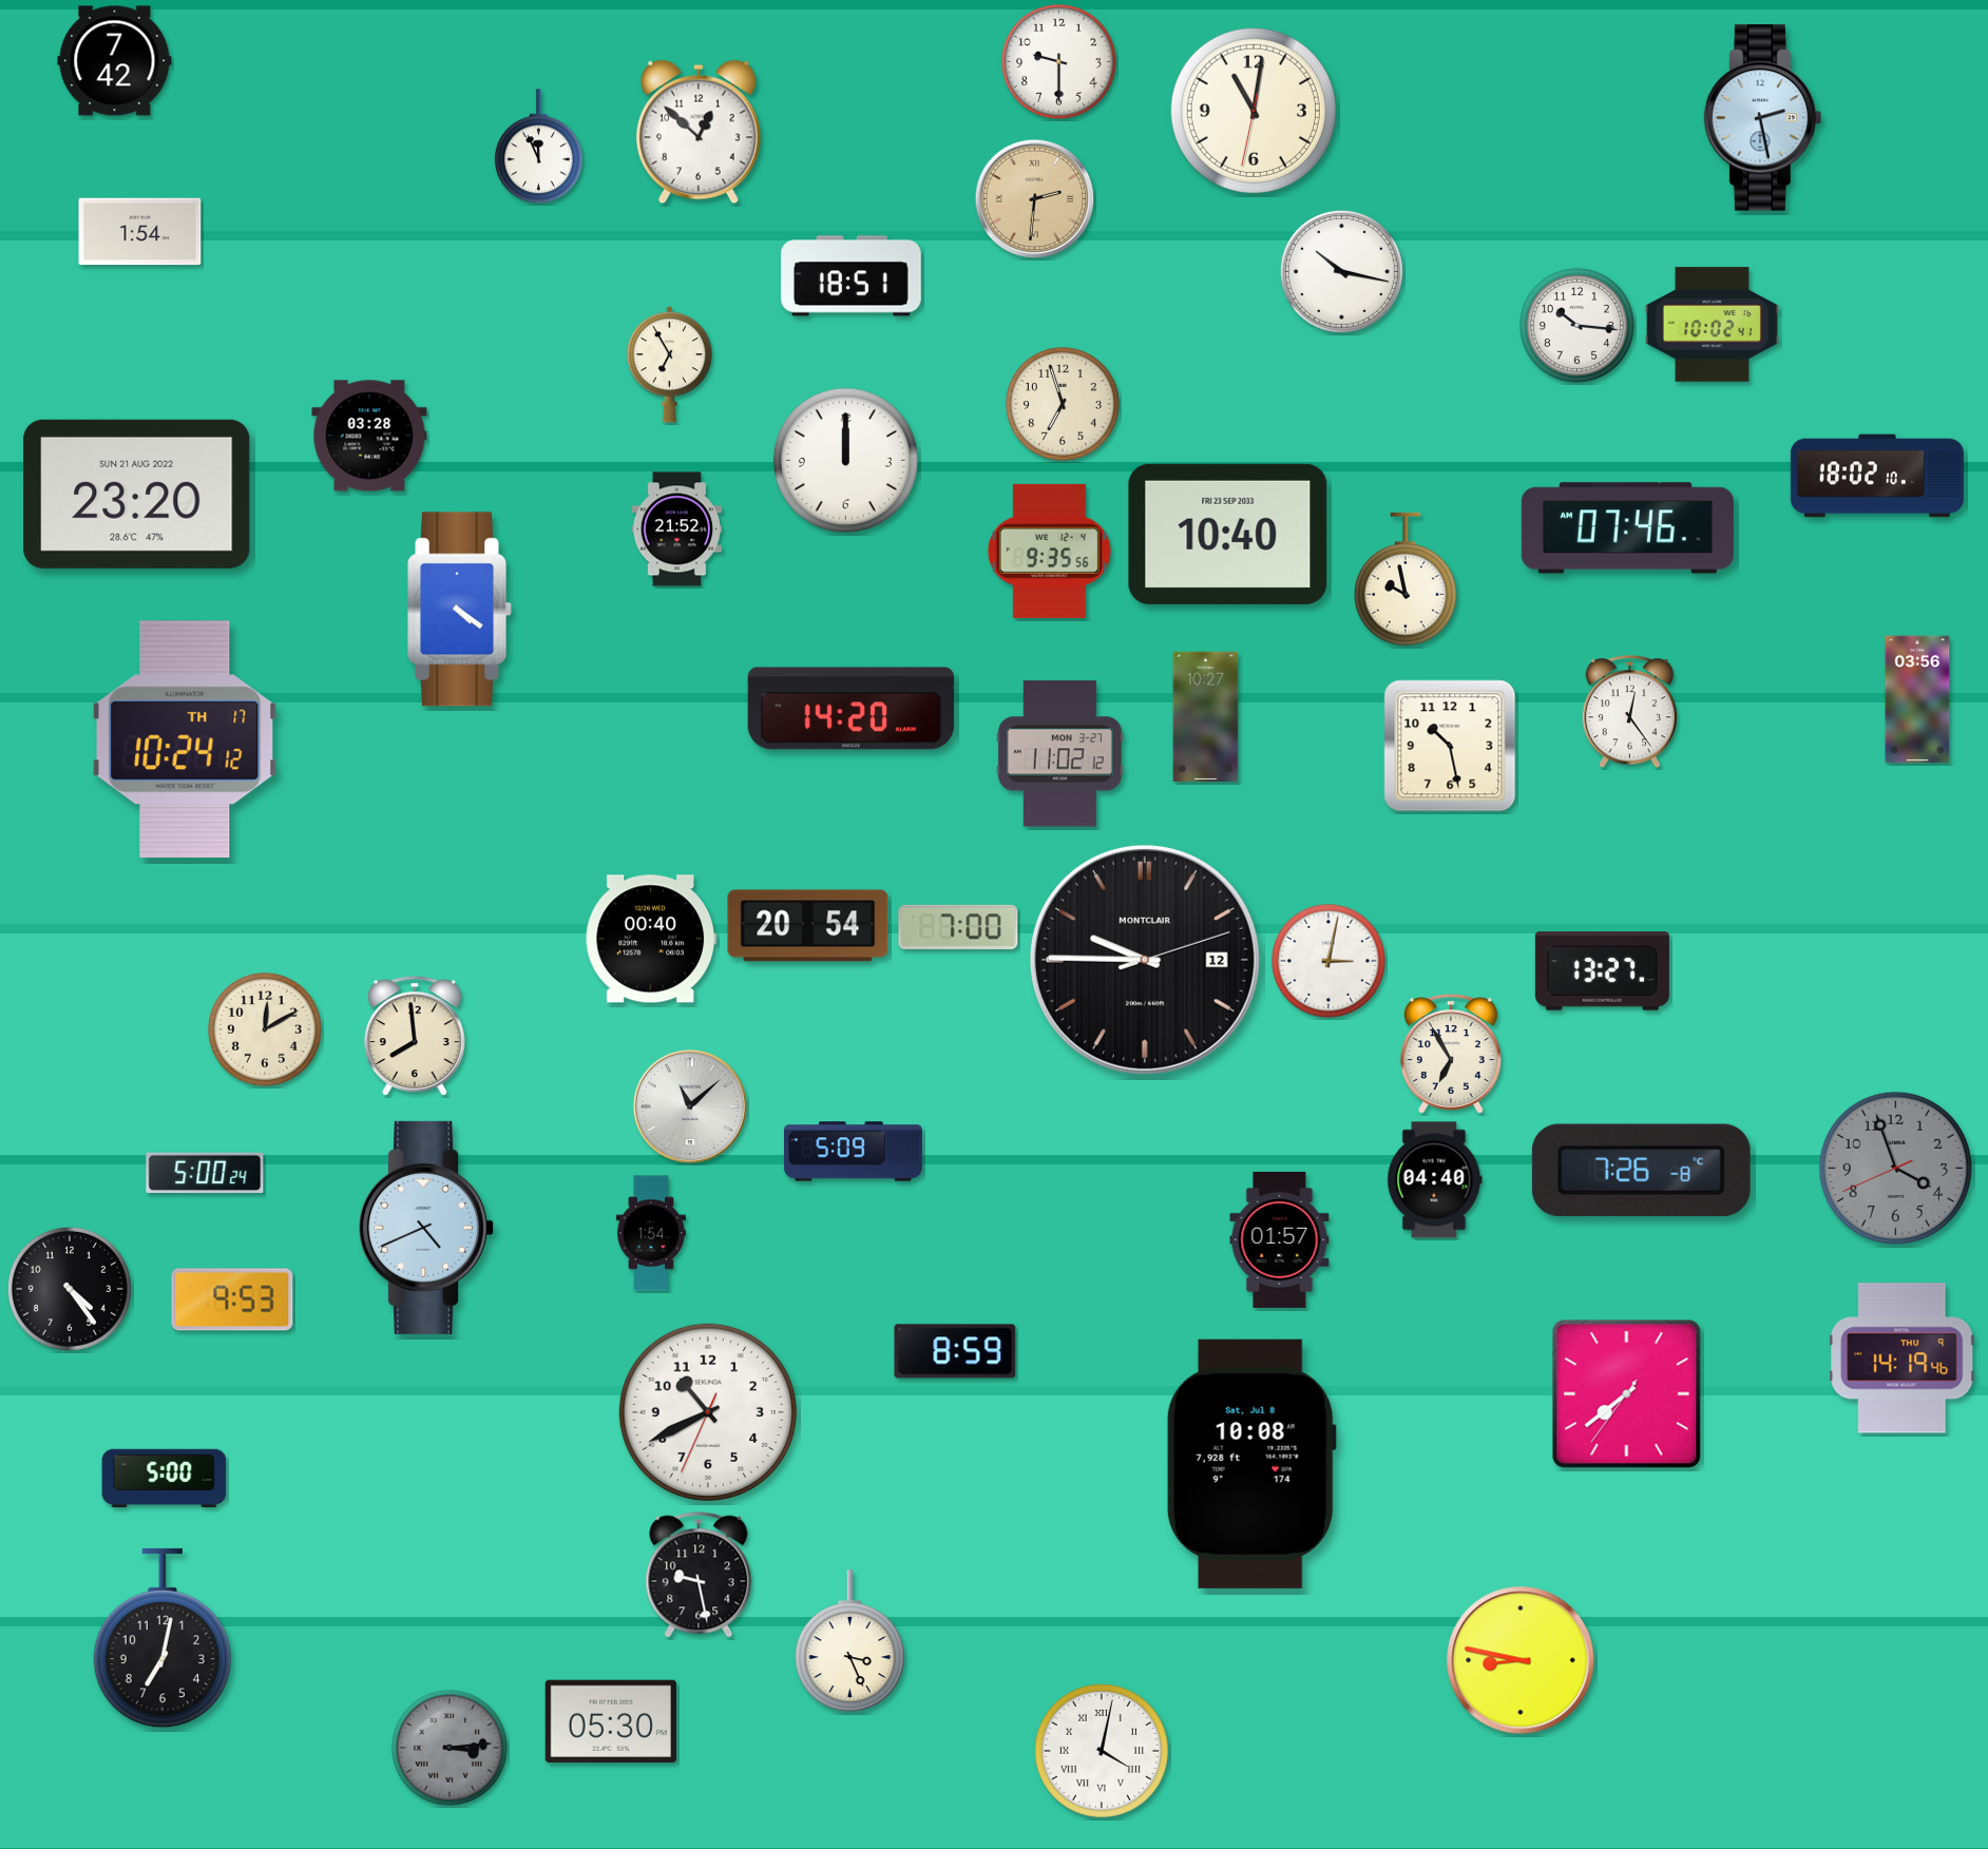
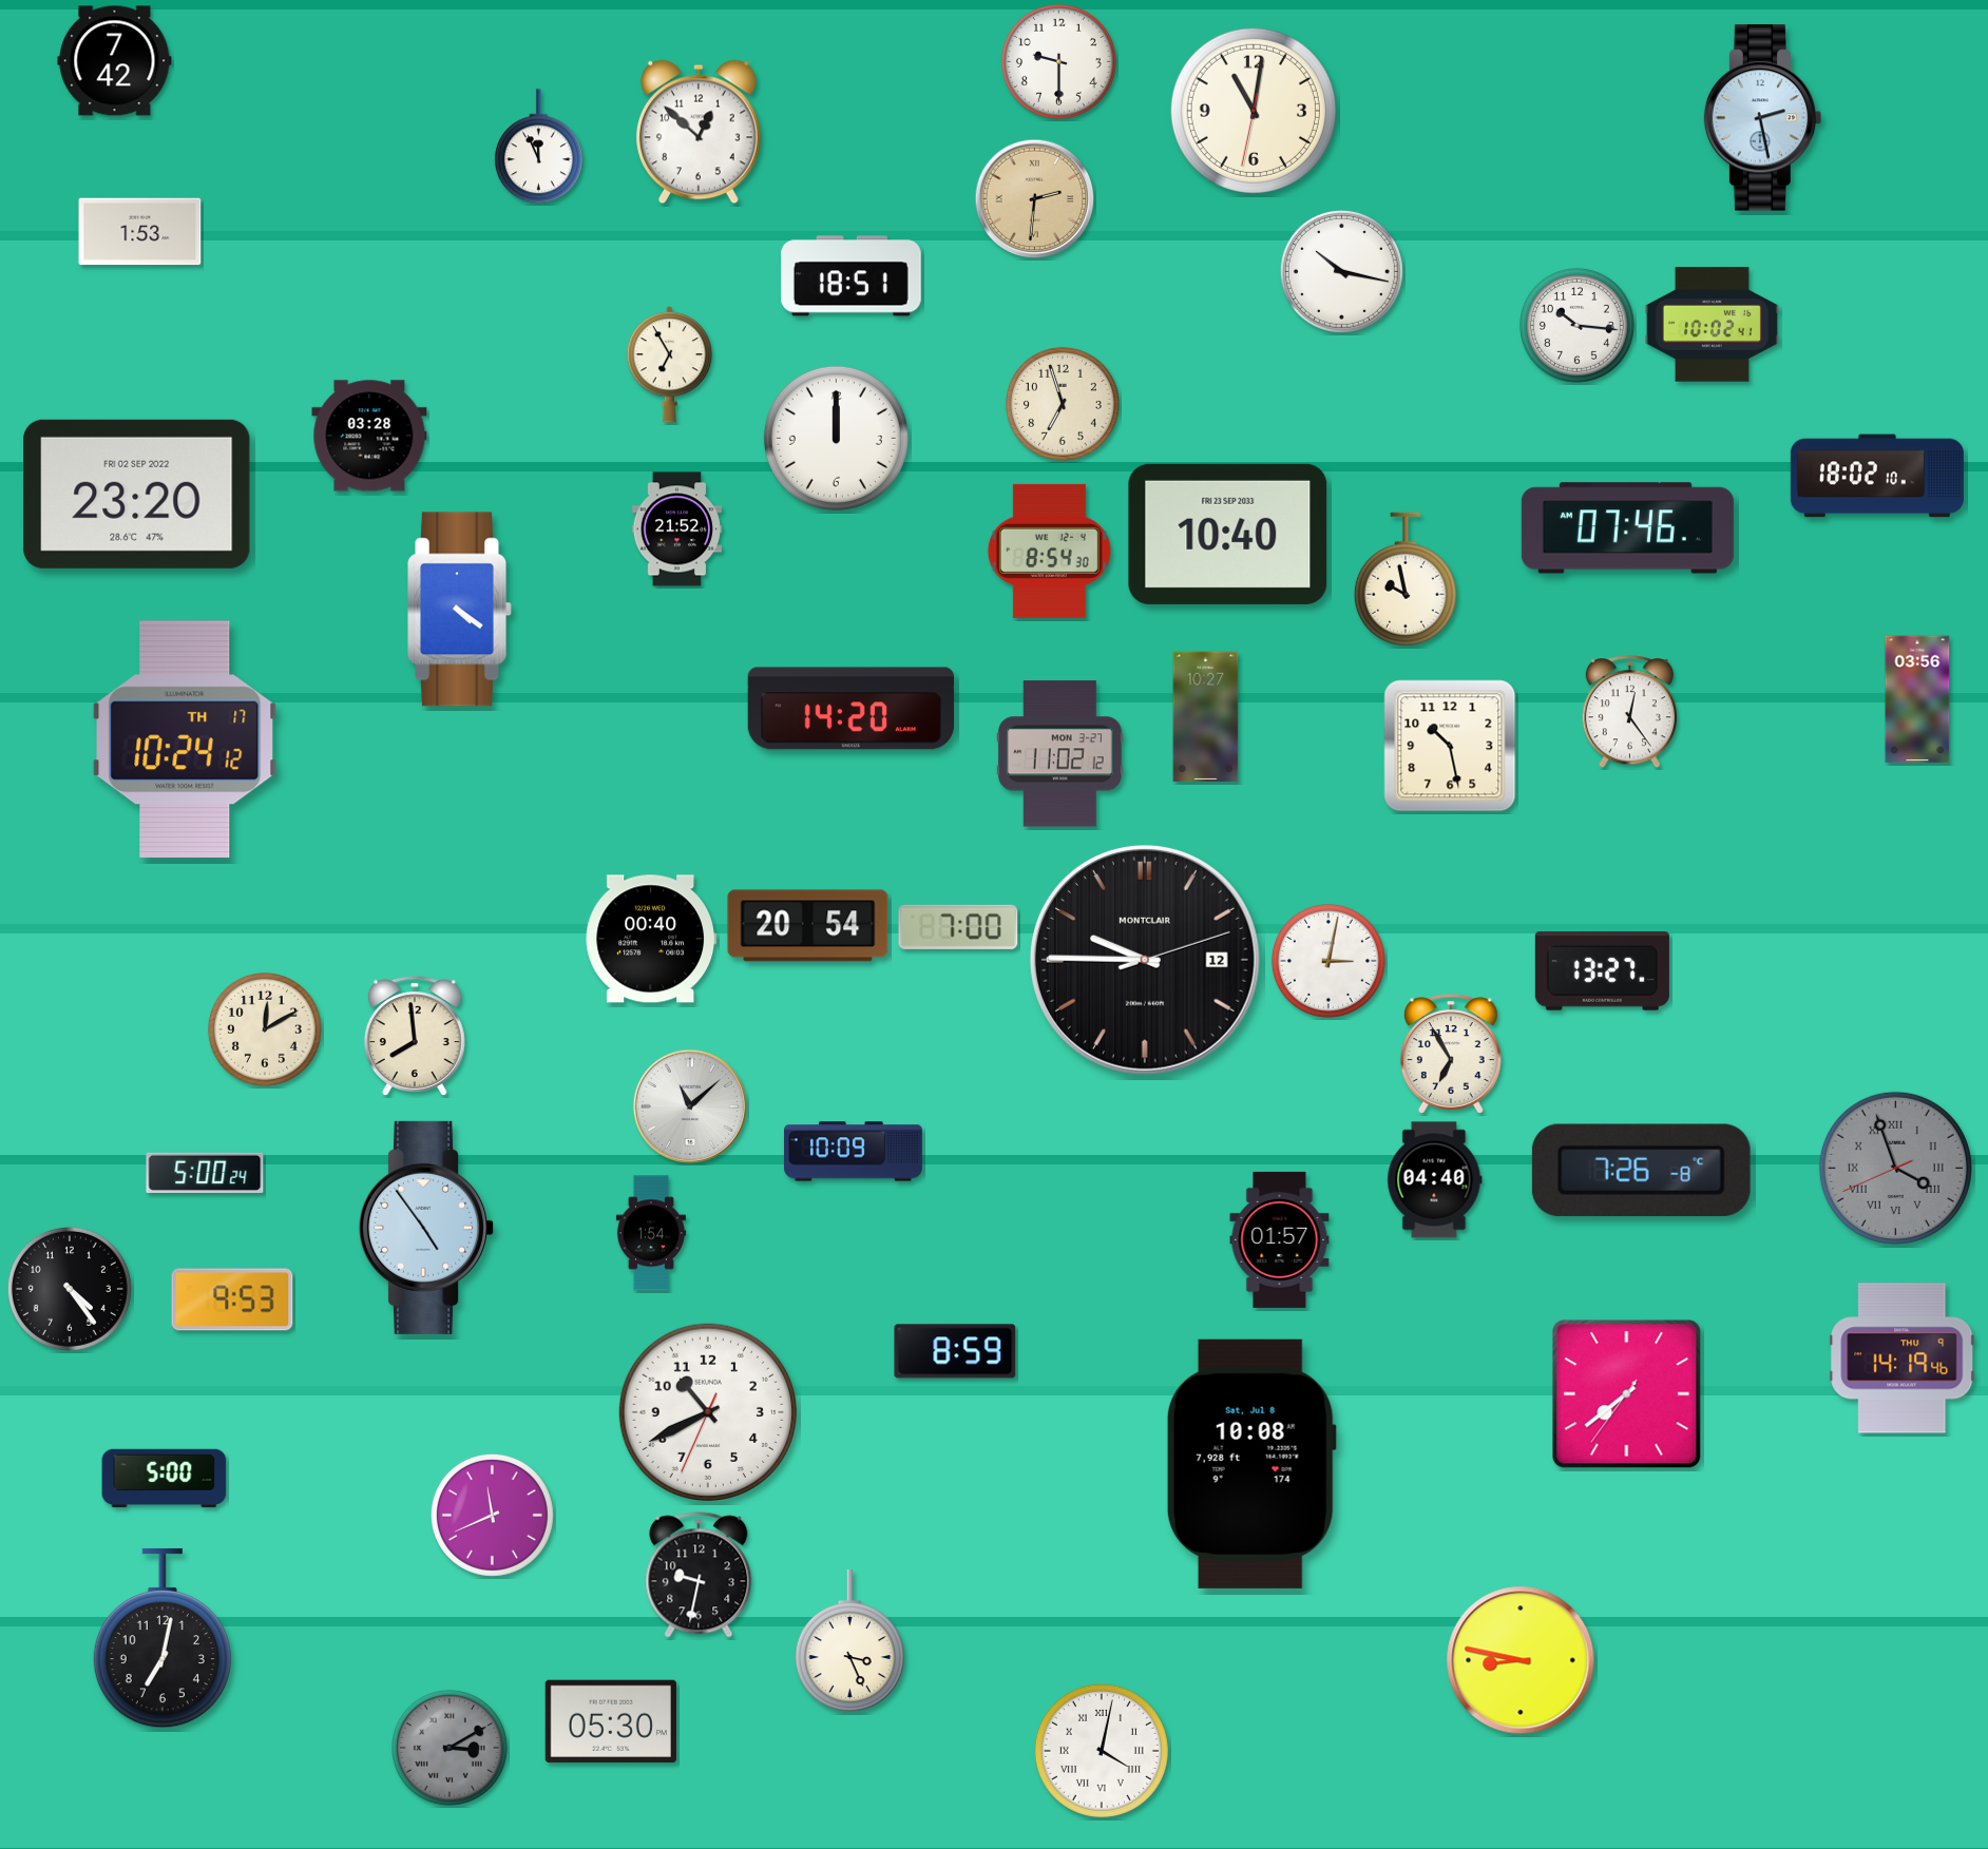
clock at (140, 232): 1:54 -> 1:53
clock at (845, 460) position: (845, 460) -> (836, 438)
clock at (137, 494) date: SUN 21 AUG 2022 -> FRI 02 SEP 2022
clock at (1049, 551): 9:35 -> 8:54
clock at (853, 1152): 5:09 -> 10:09
clock at (1895, 1168) numerals: Arabic -> Roman
clock at (427, 1228): 4:41 -> 4:54
clock at (492, 1515): none -> 11:41
clock at (699, 1575): 9:28 -> 9:32
clock at (450, 1748): 3:14 -> 3:10
